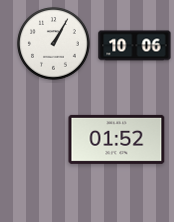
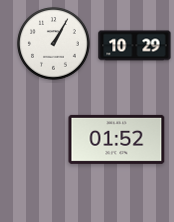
clock at (135, 46): 10:06 -> 10:29
